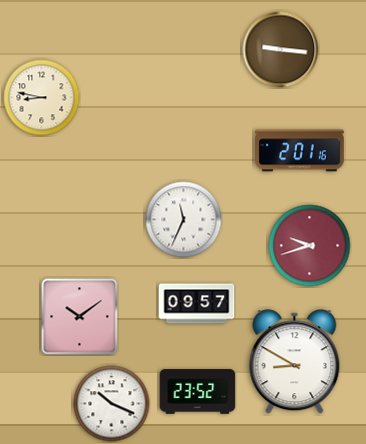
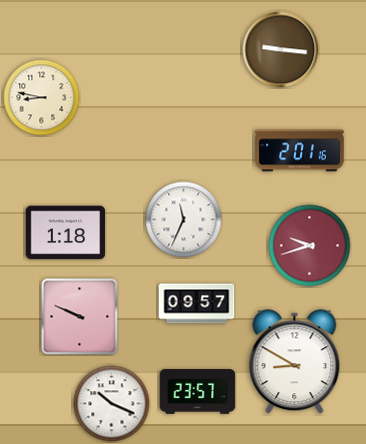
clock at (66, 233): none -> 1:18
clock at (80, 317): 10:09 -> 9:49
clock at (198, 392): 23:52 -> 23:57
